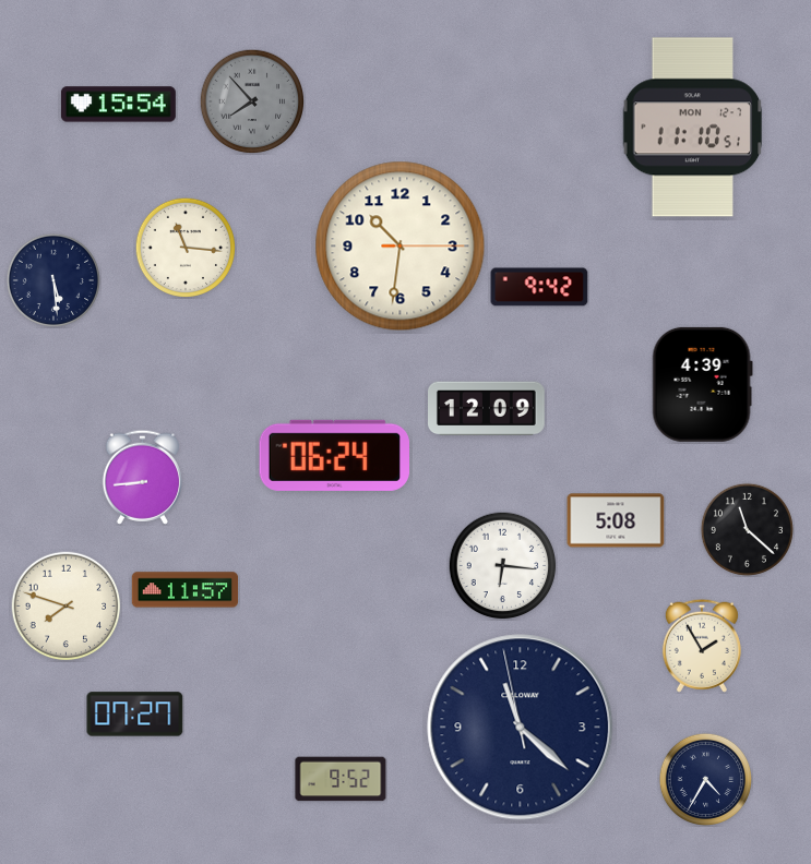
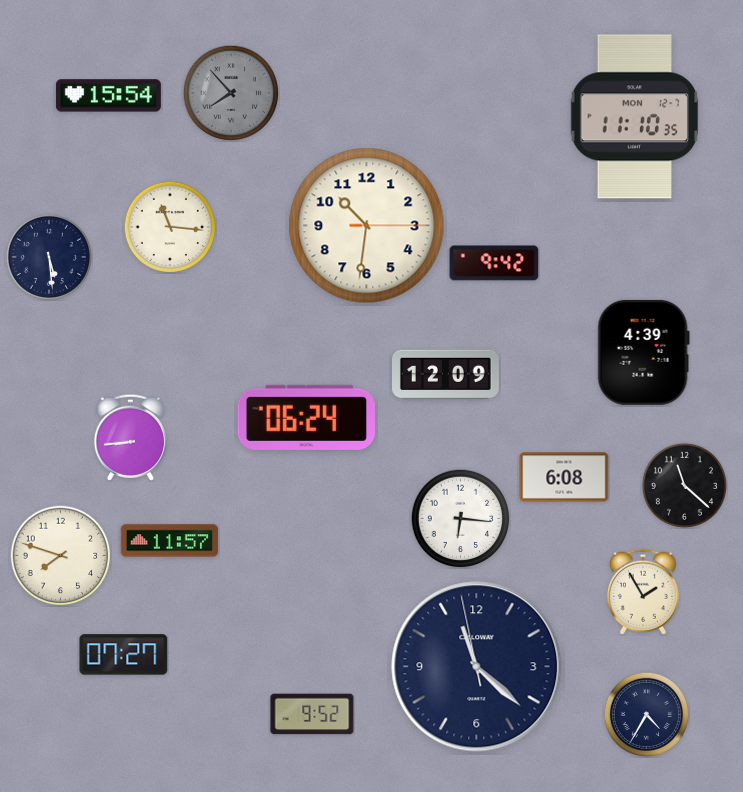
clock at (693, 128): 11:10:51 -> 11:10:35
clock at (616, 520): 5:08 -> 6:08
